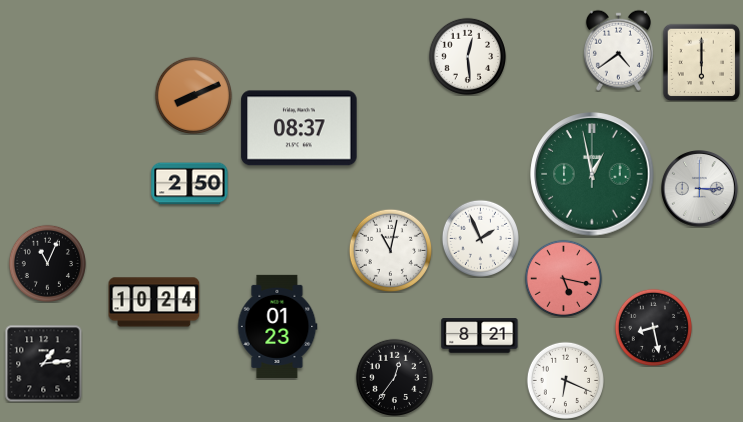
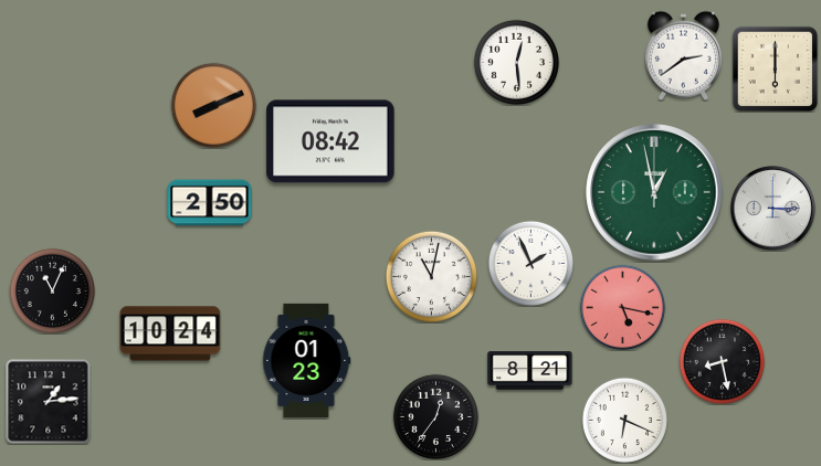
clock at (618, 50): 4:39 -> 2:39
clock at (299, 128): 08:37 -> 08:42
